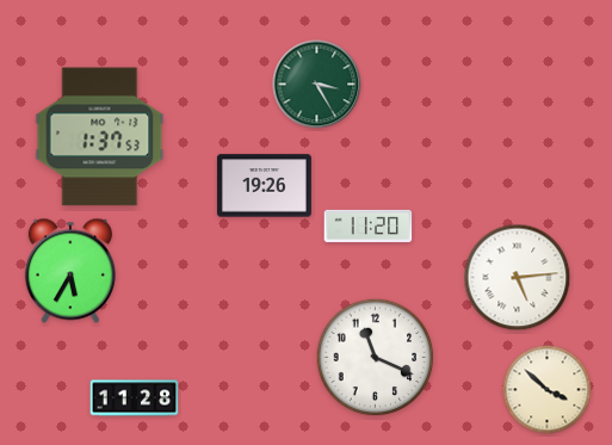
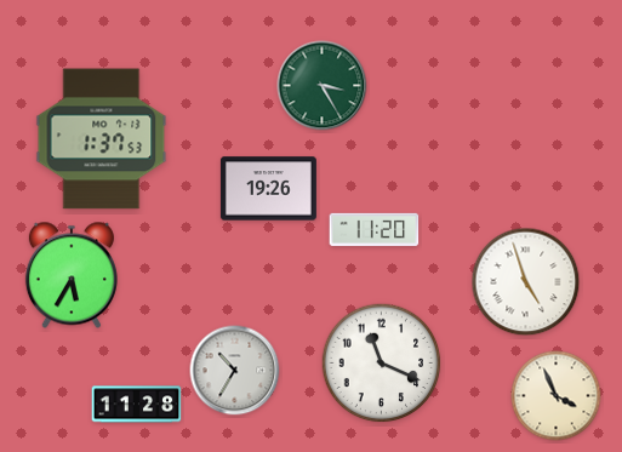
clock at (518, 278): 5:14 -> 4:57
clock at (235, 371): none -> 10:35
clock at (548, 390): 3:52 -> 3:56
